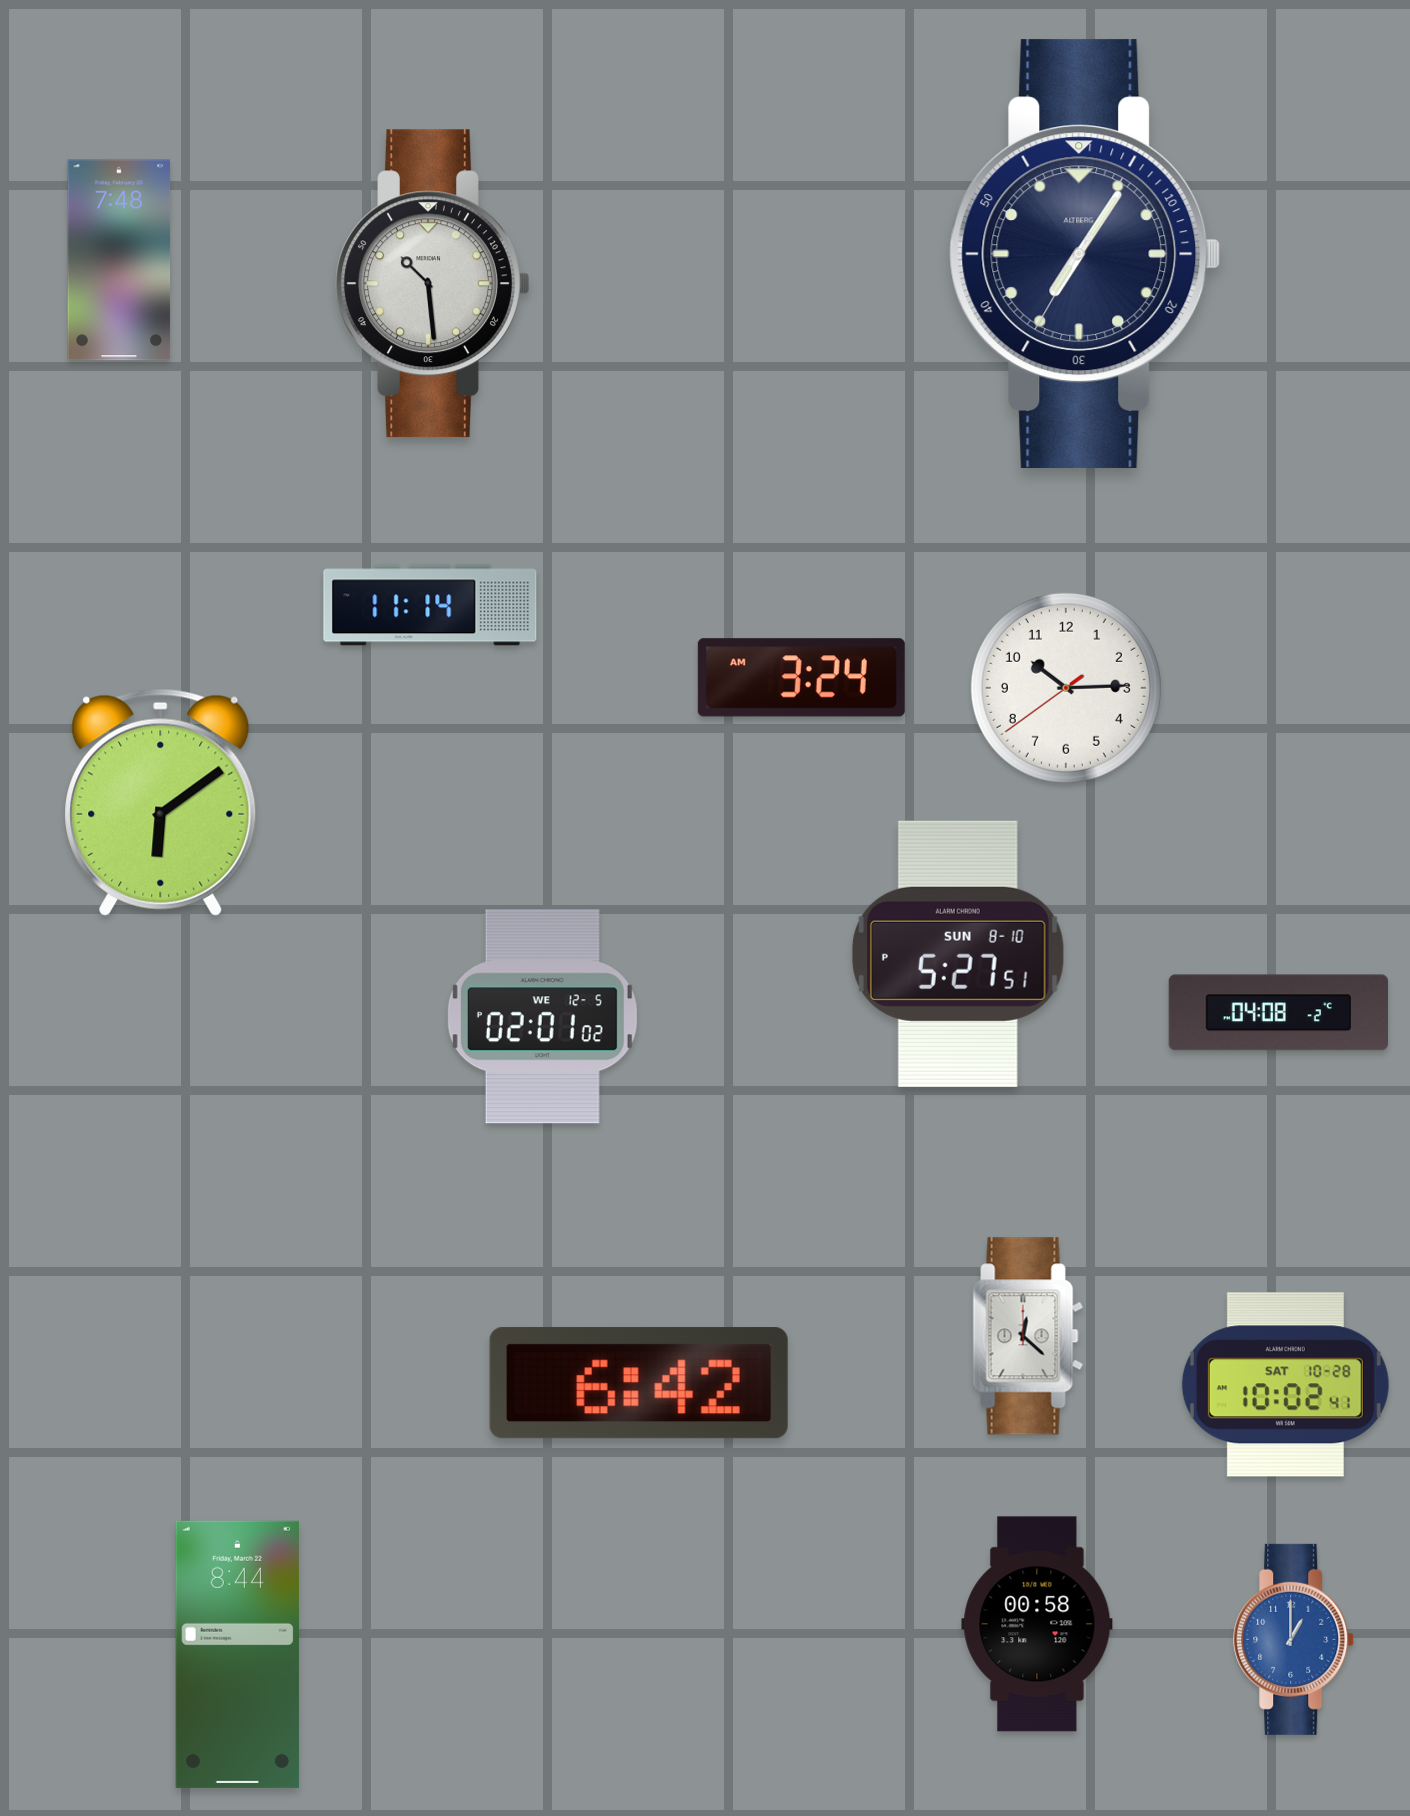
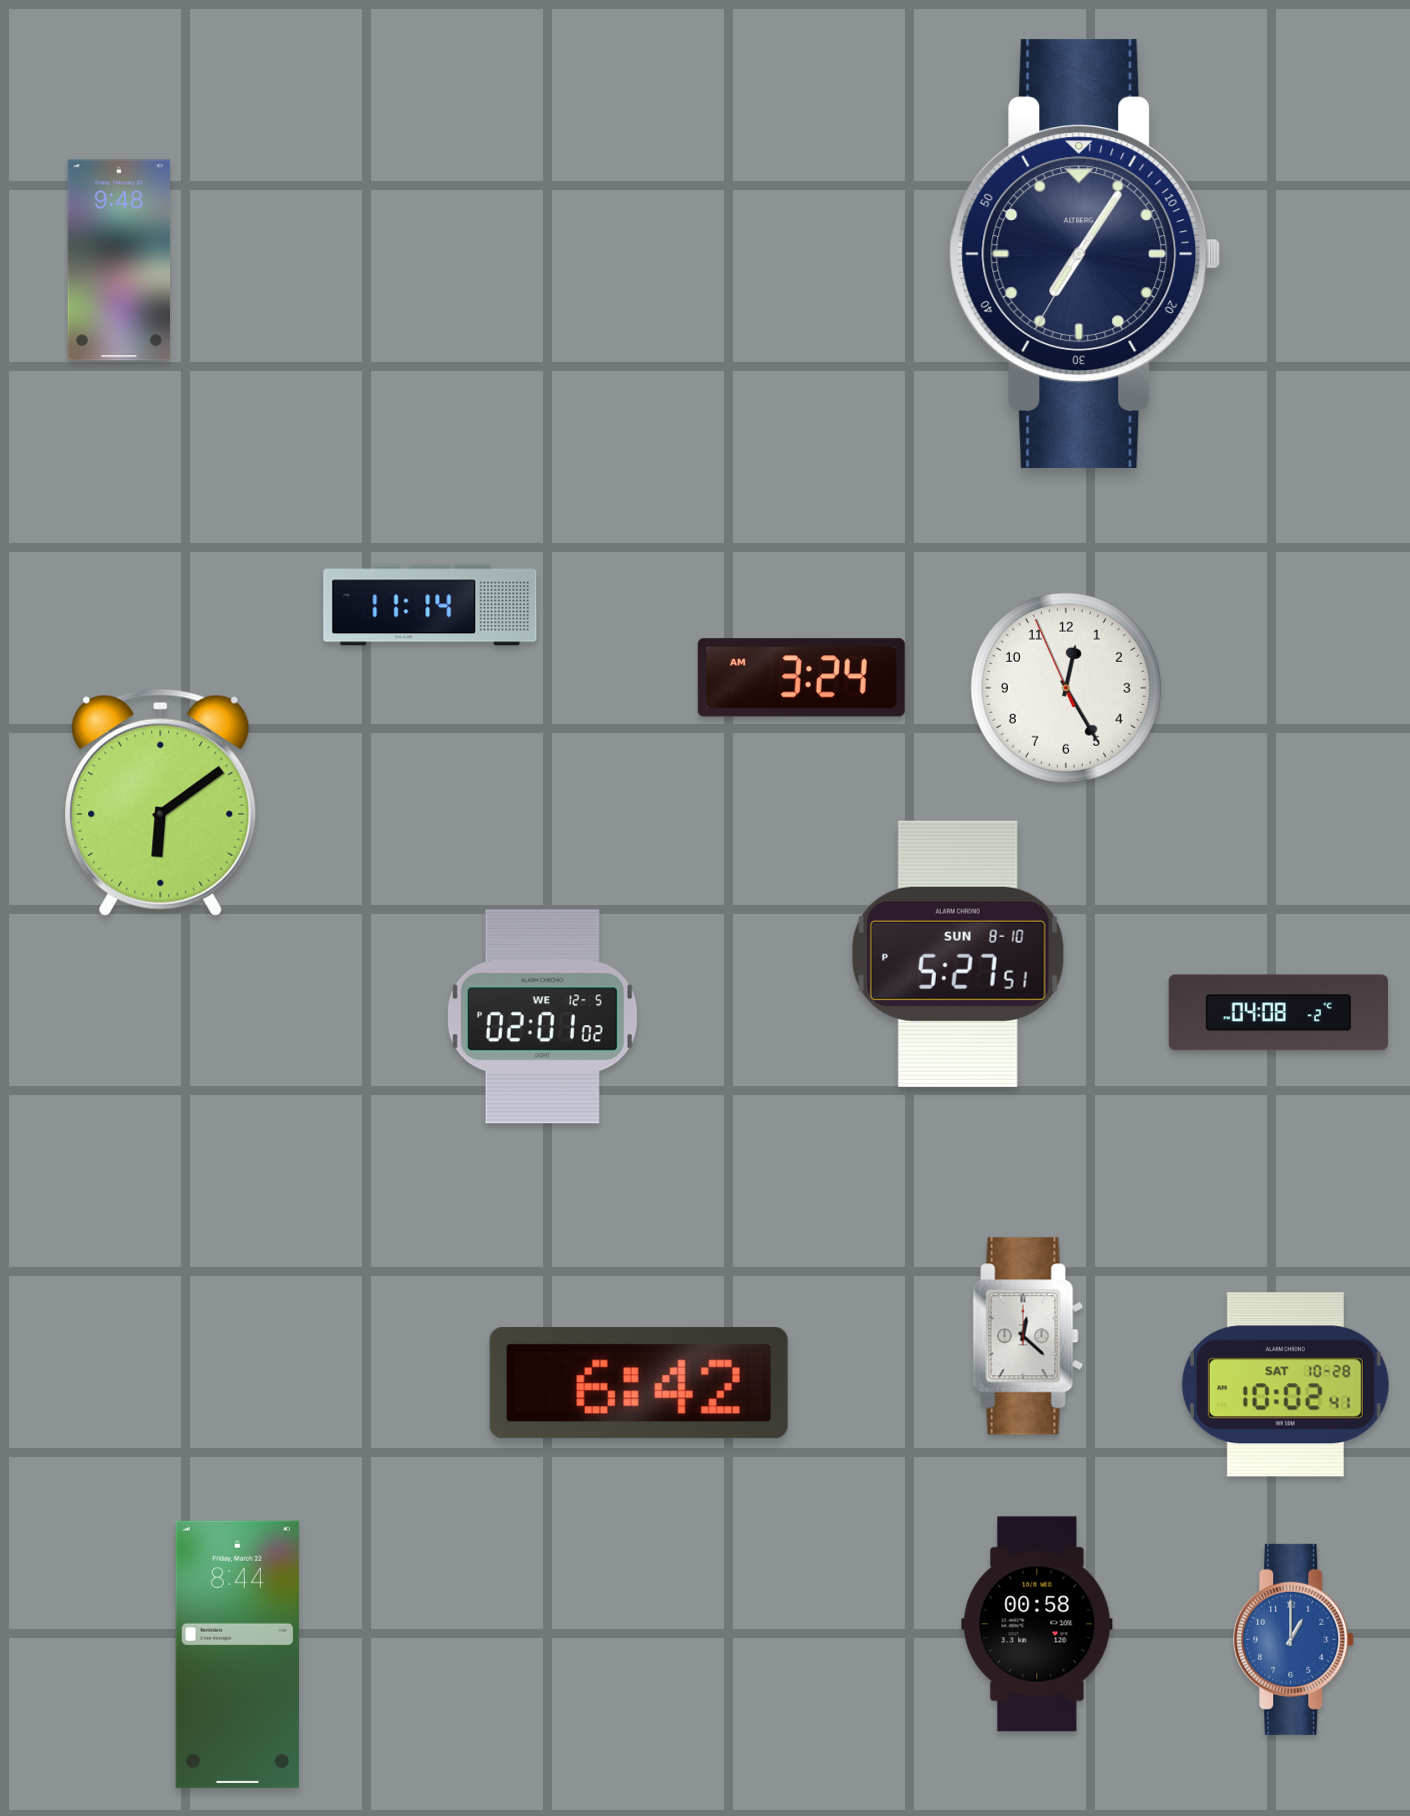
clock at (119, 260): 7:48 -> 9:48
clock at (433, 284): 10:29 -> none
clock at (1066, 688): 10:14 -> 12:24
